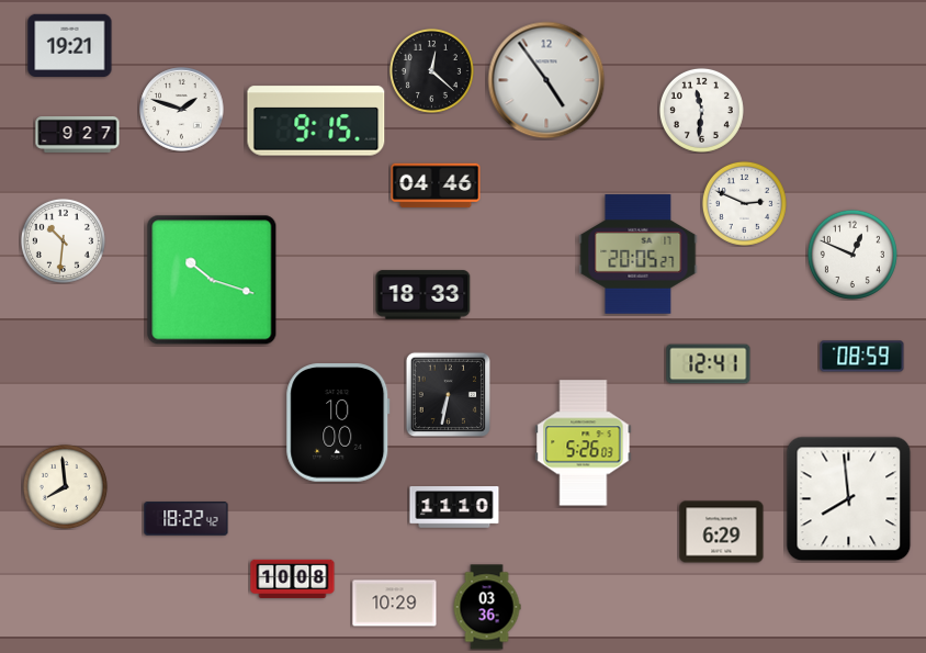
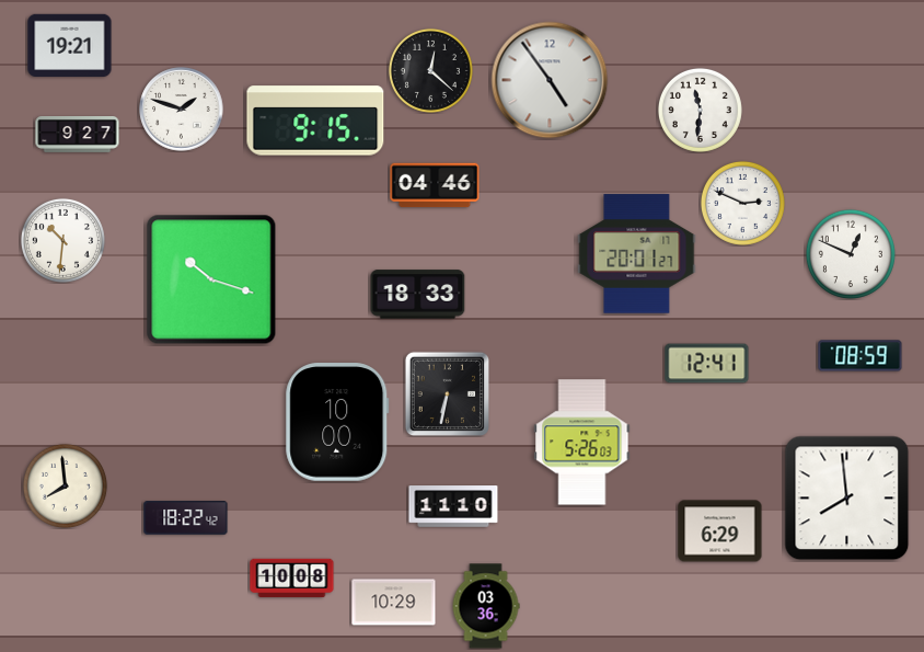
clock at (546, 80) position: (546, 80) -> (550, 80)
clock at (639, 255): 20:05 -> 20:01
clock at (424, 295) position: (424, 295) -> (418, 295)
